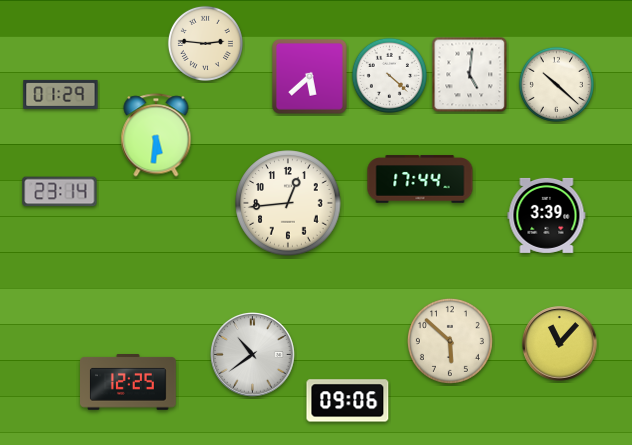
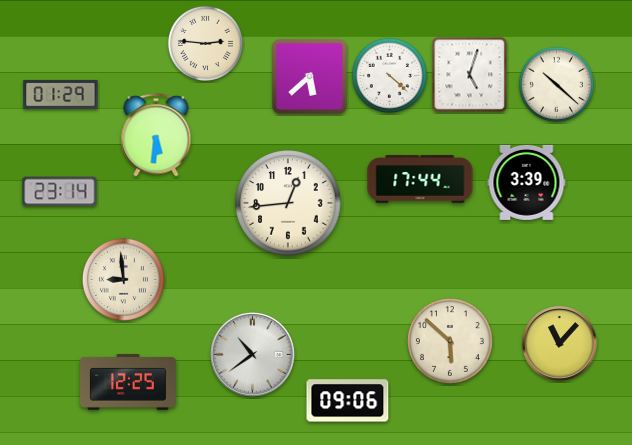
clock at (470, 75): 5:01 -> 5:03
clock at (547, 215) position: (547, 215) -> (527, 182)
clock at (123, 279): none -> 8:59
